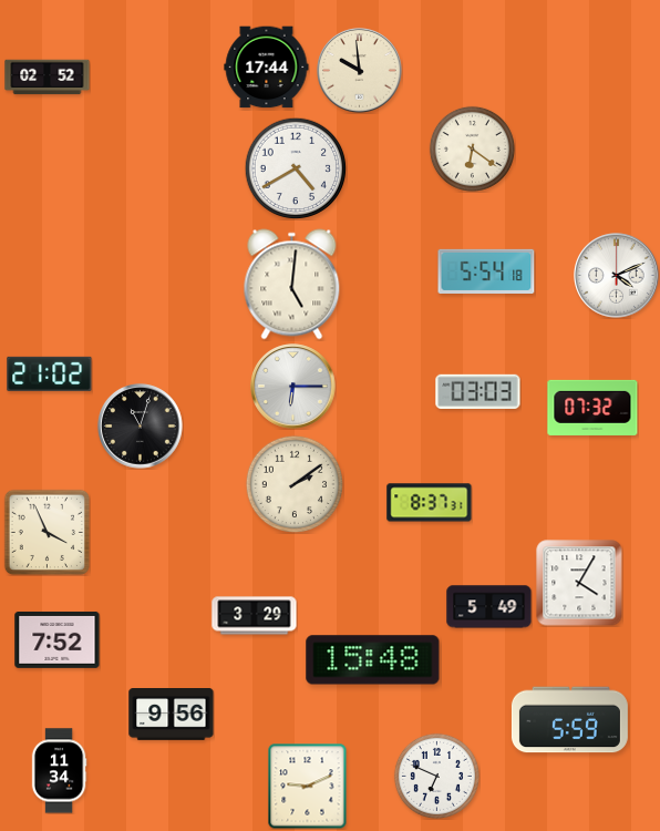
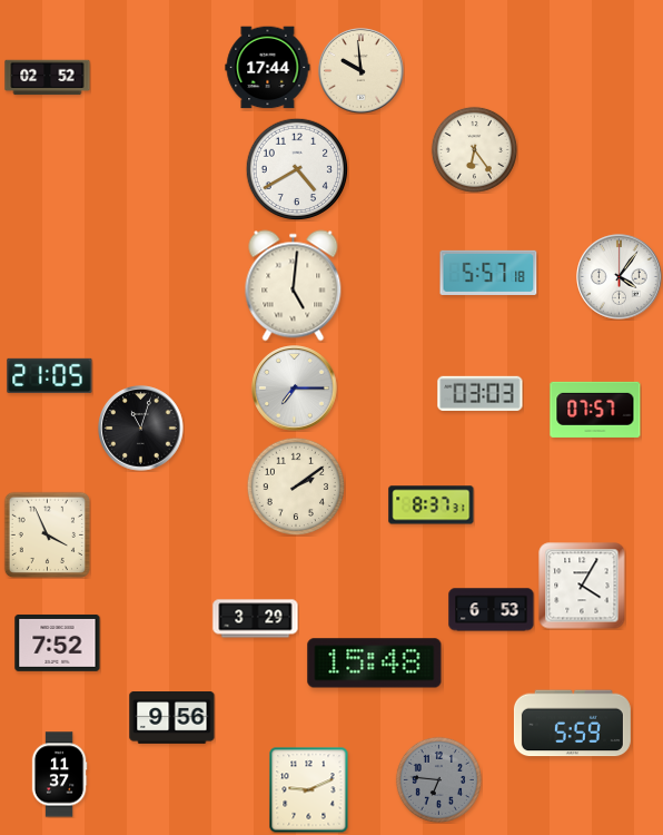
clock at (472, 148): 6:21 -> 6:24
clock at (486, 271): 5:54 -> 5:57
clock at (617, 276): 4:11 -> 4:06
clock at (50, 373): 21:02 -> 21:05
clock at (293, 387): 6:15 -> 7:15
clock at (592, 408): 07:32 -> 07:57
clock at (489, 607): 5:49 -> 6:53
clock at (59, 771): 11:34 -> 11:37
clock at (436, 776): 6:49 -> 6:46
clock at (436, 776) dial: white -> grey
